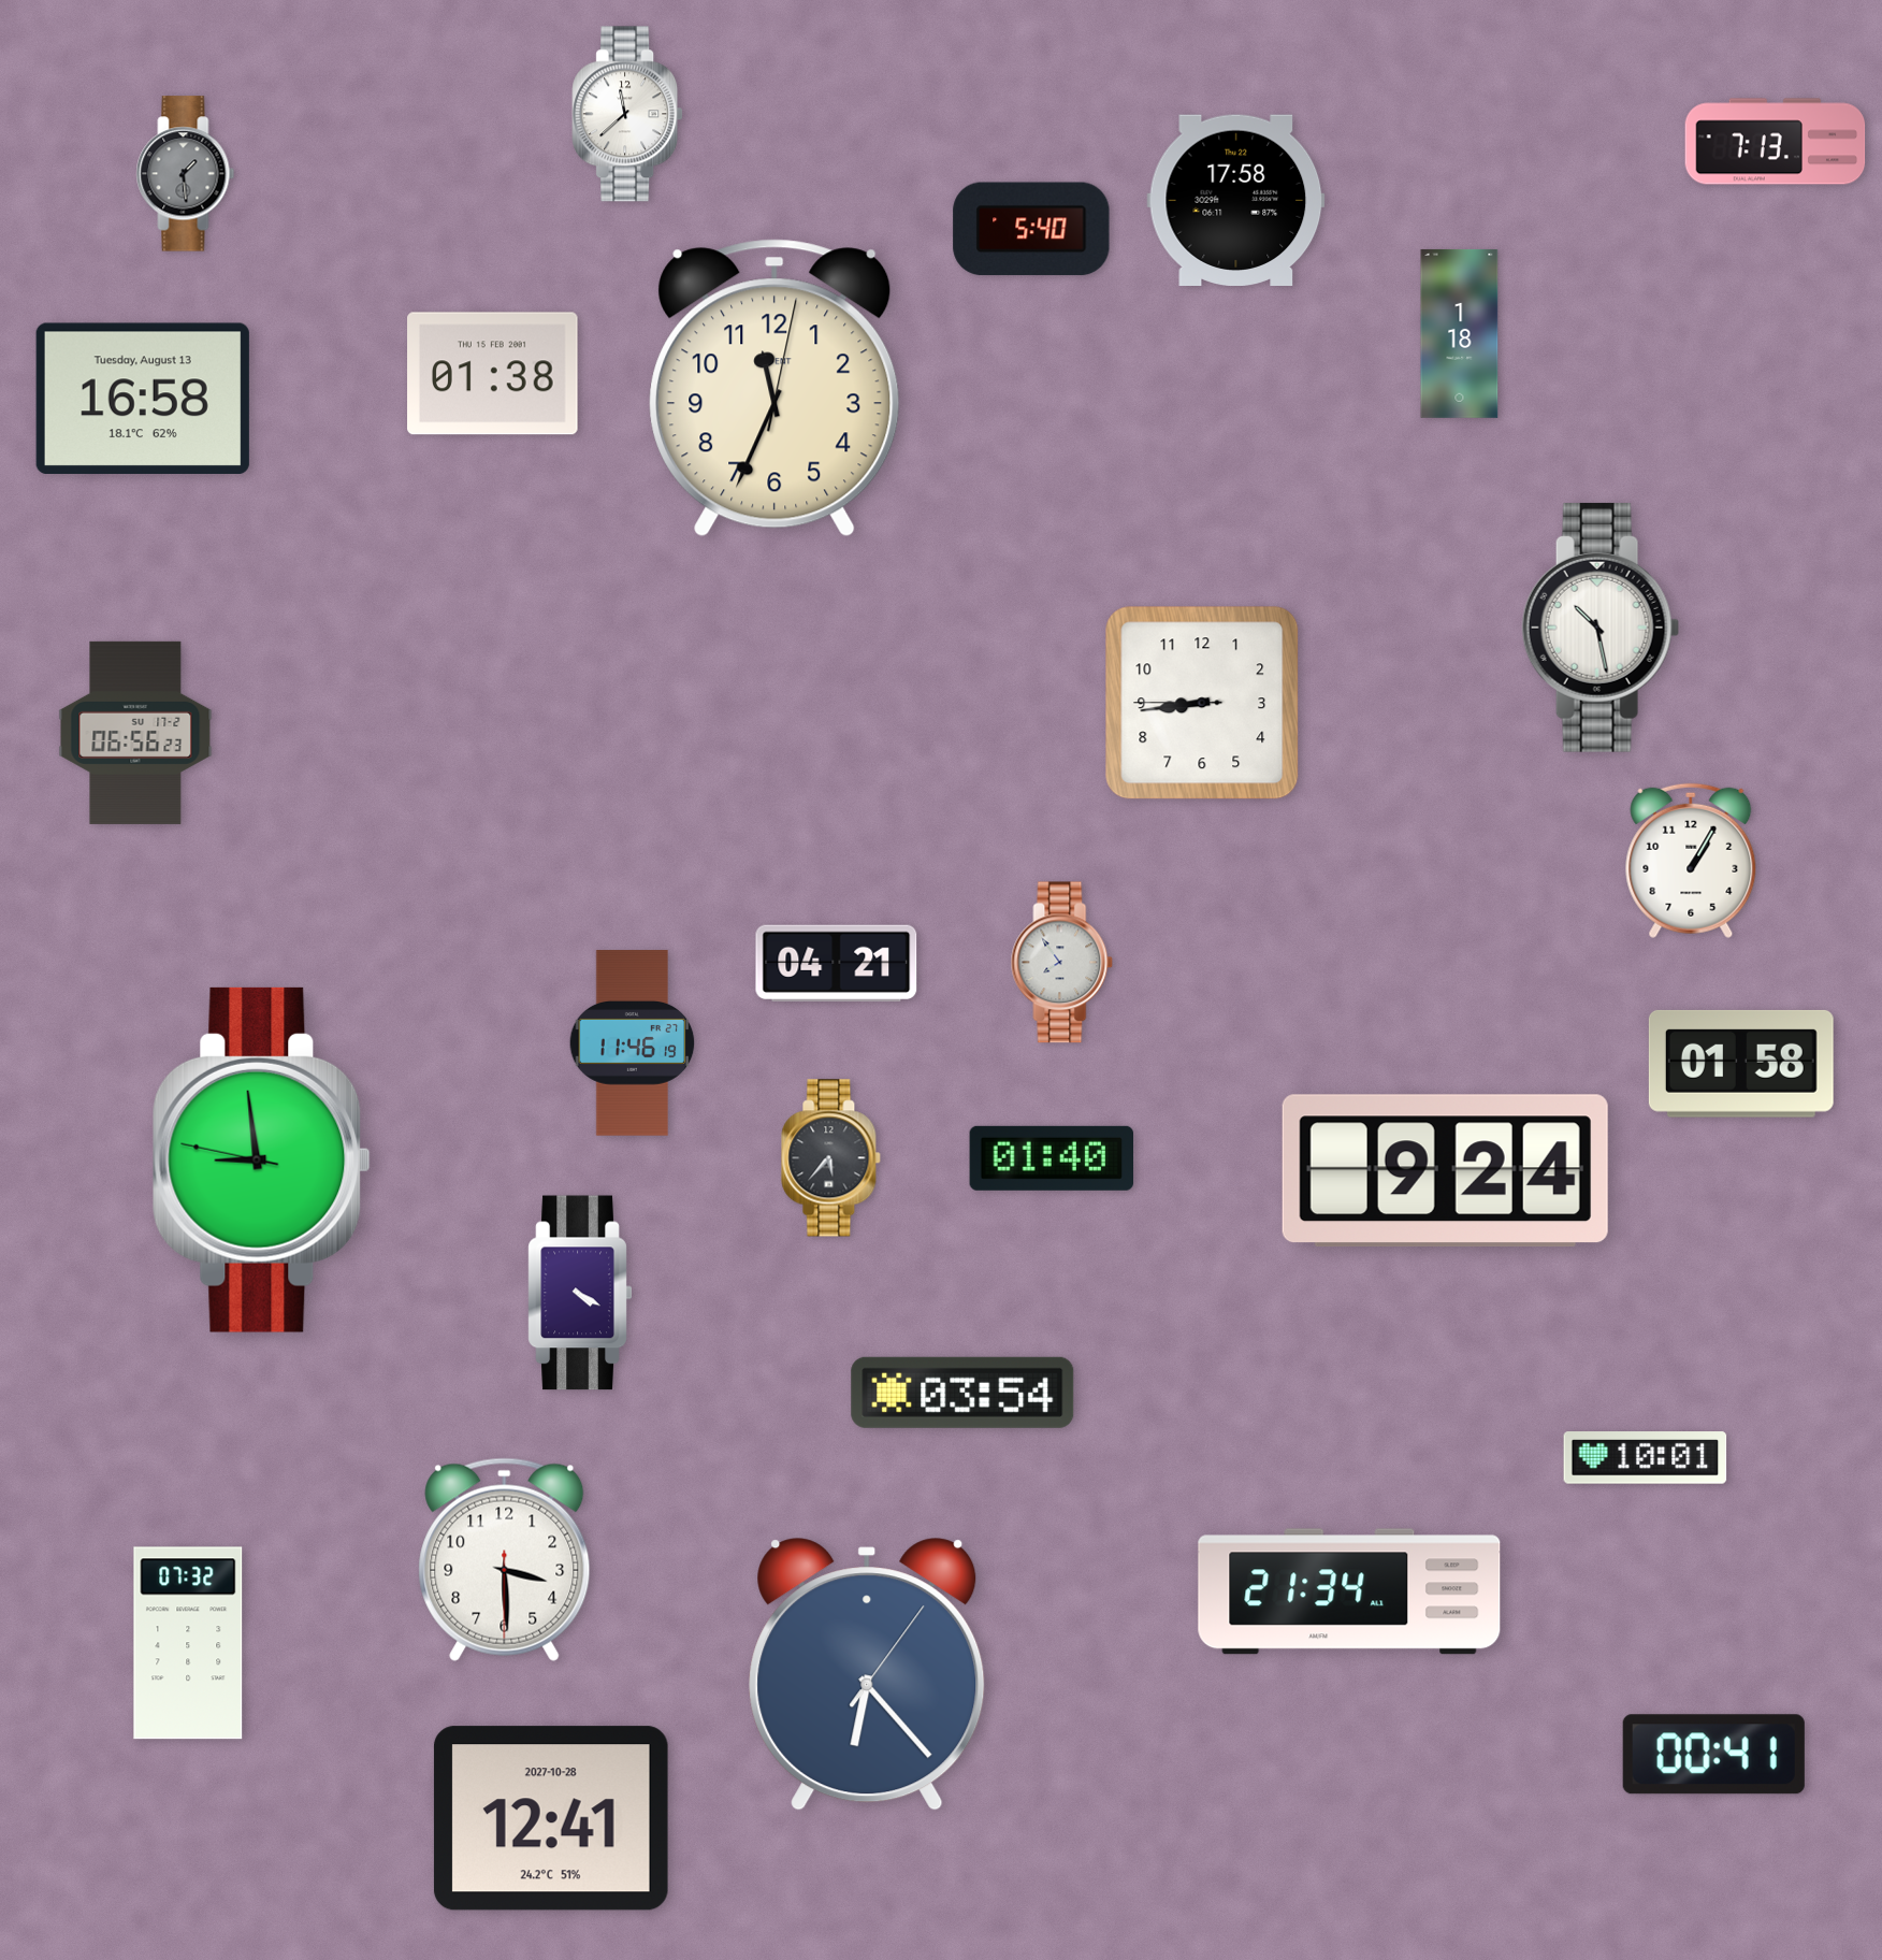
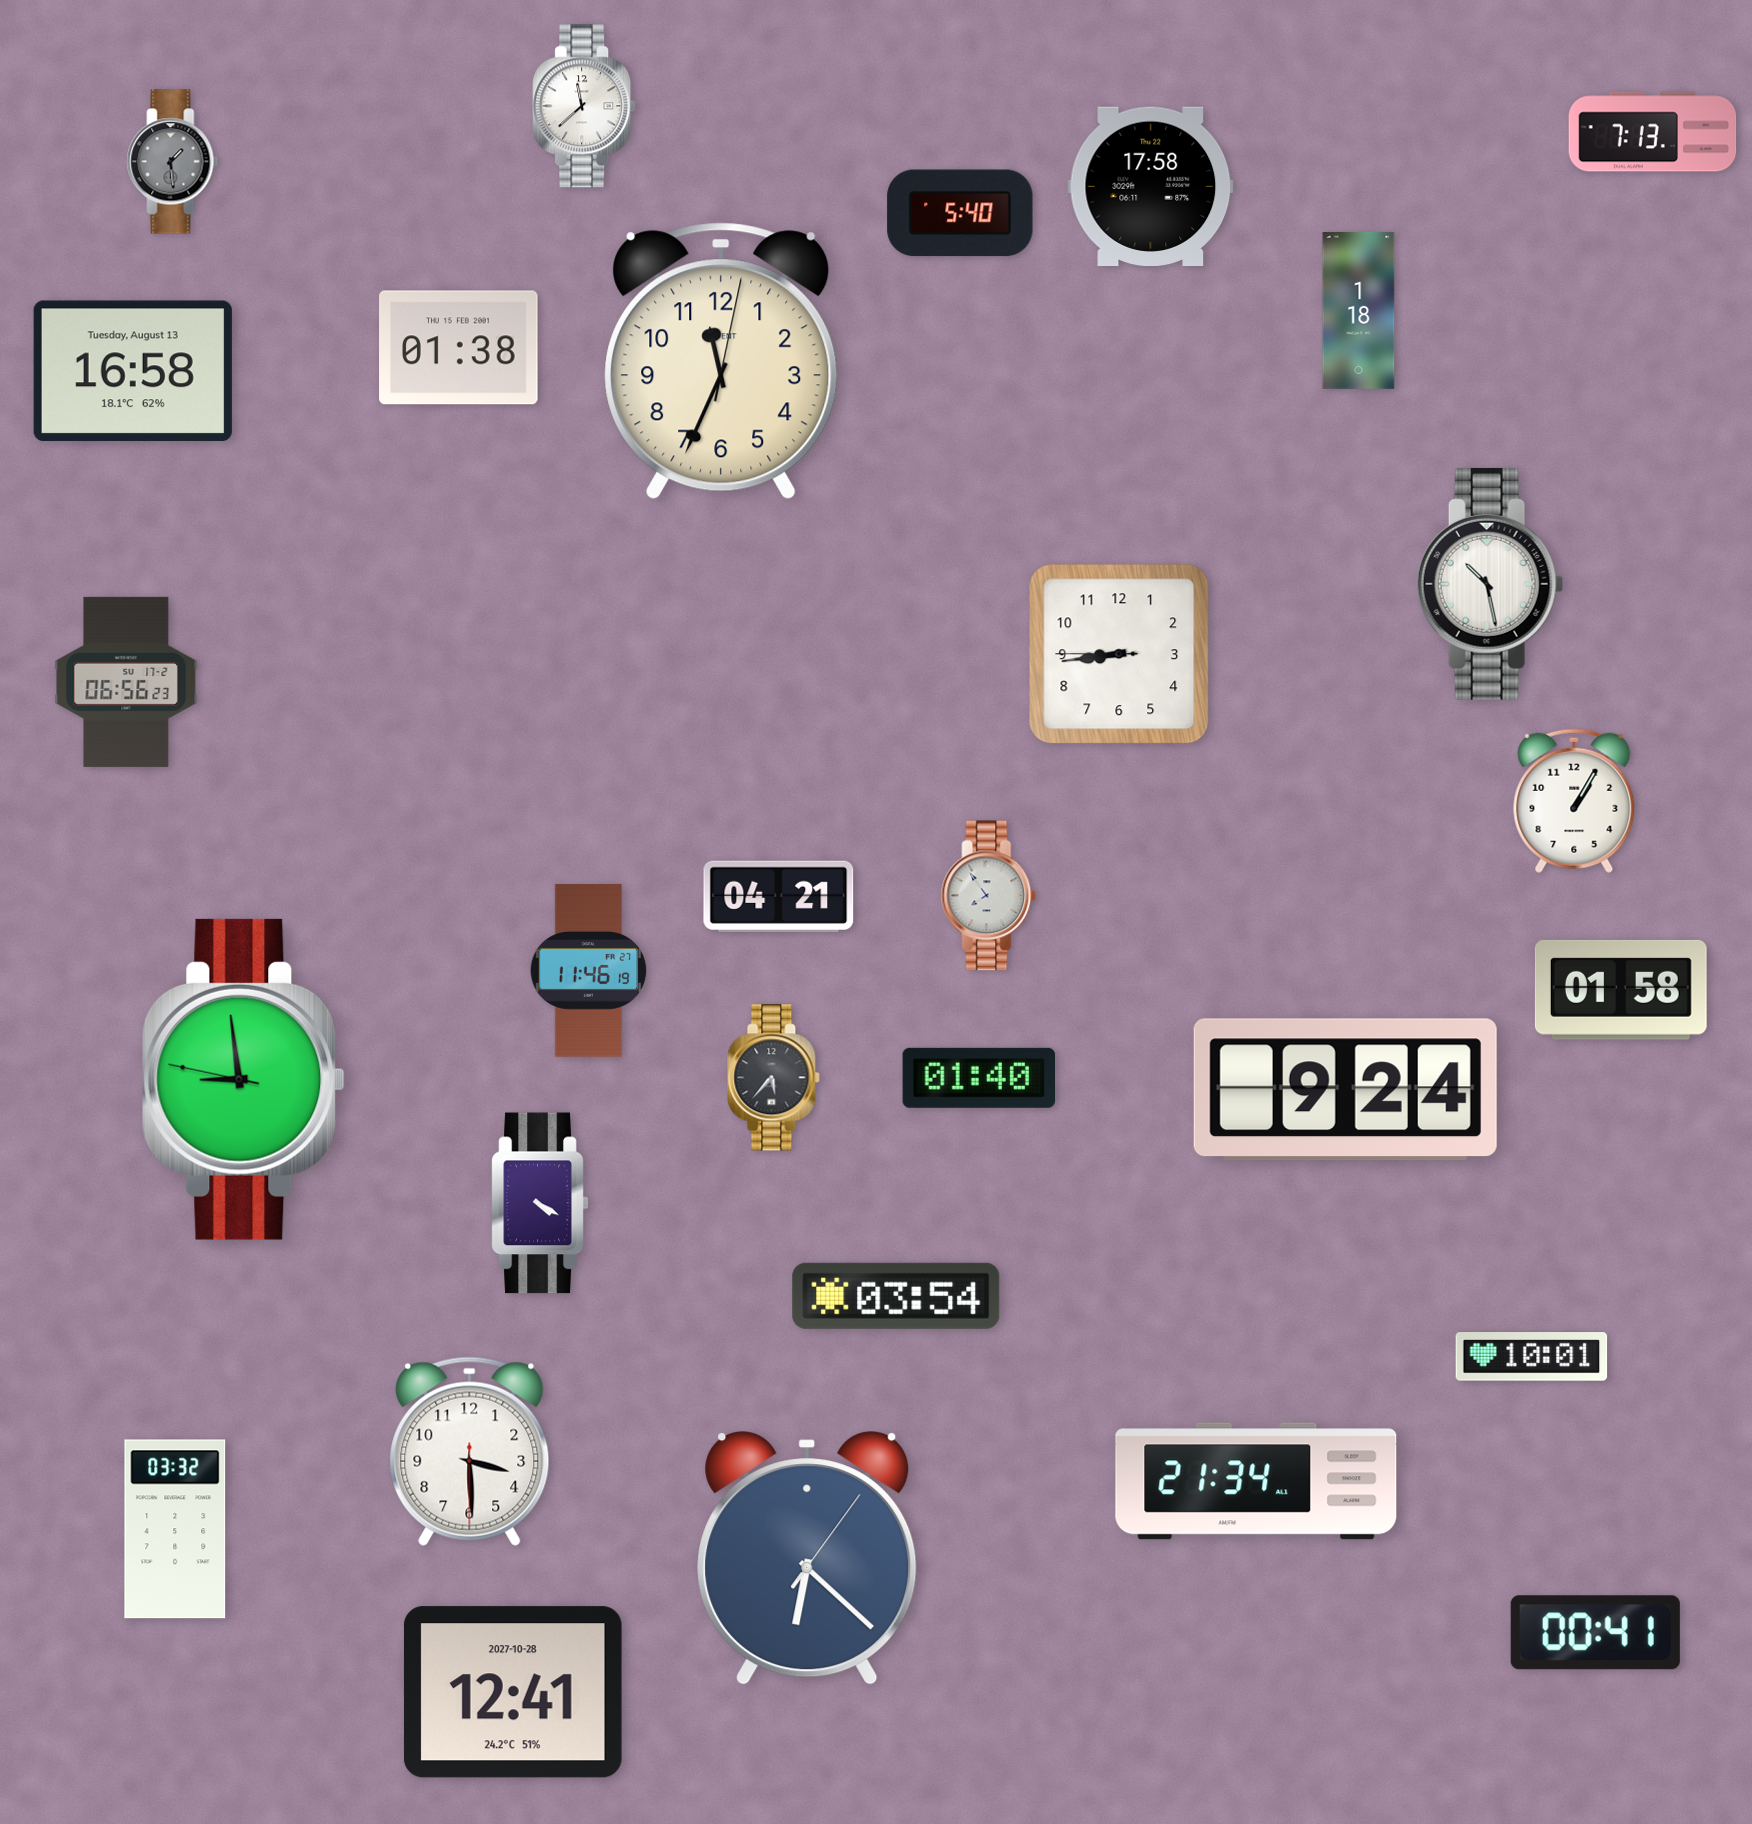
clock at (188, 1643): 07:32 -> 03:32
clock at (867, 1674): 6:23 -> 6:22
